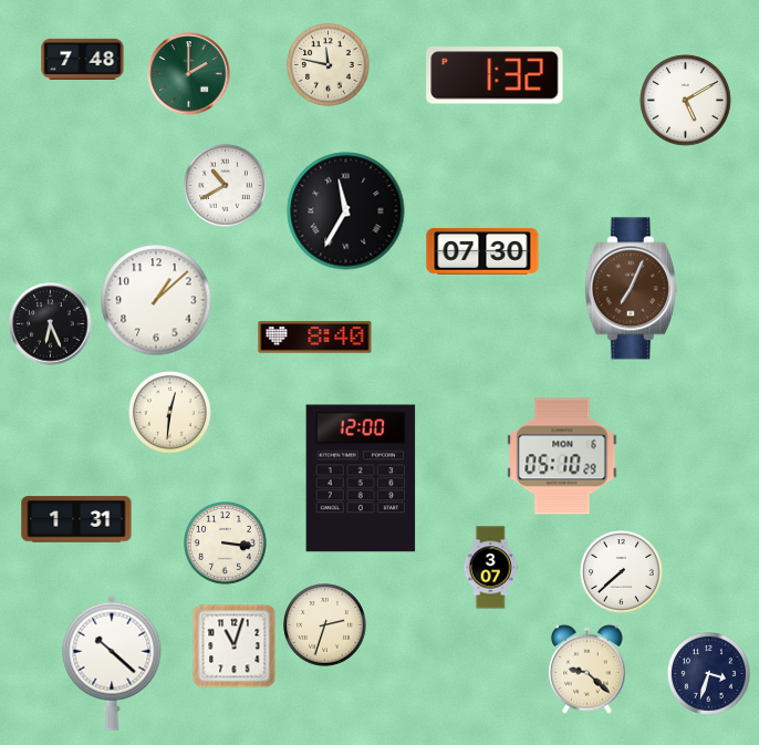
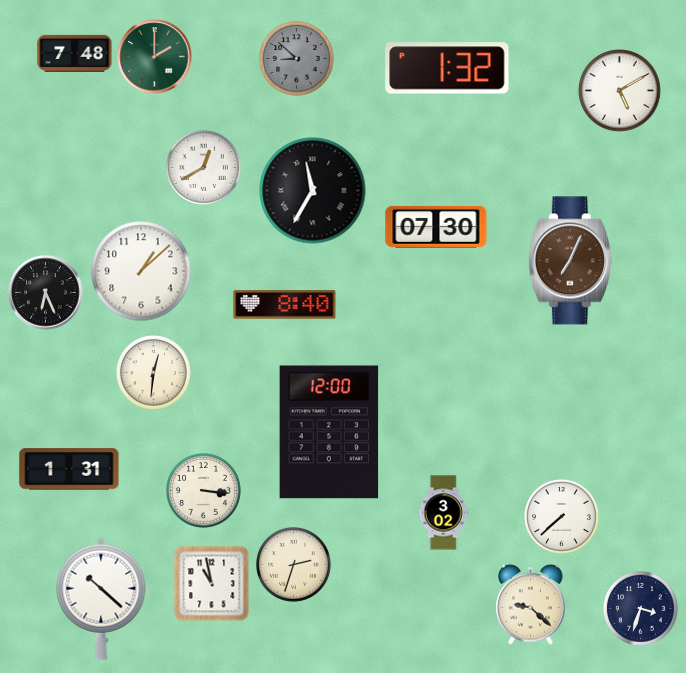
clock at (329, 65): 11:47 -> 8:52
clock at (329, 65) dial: cream -> grey
clock at (189, 74) position: (189, 74) -> (155, 57)
clock at (226, 186): 10:40 -> 12:40
clock at (562, 456): 05:10 -> none
clock at (361, 478) position: (361, 478) -> (329, 432)
clock at (490, 568): 3:07 -> 3:02
clock at (235, 646): 11:03 -> 10:58
